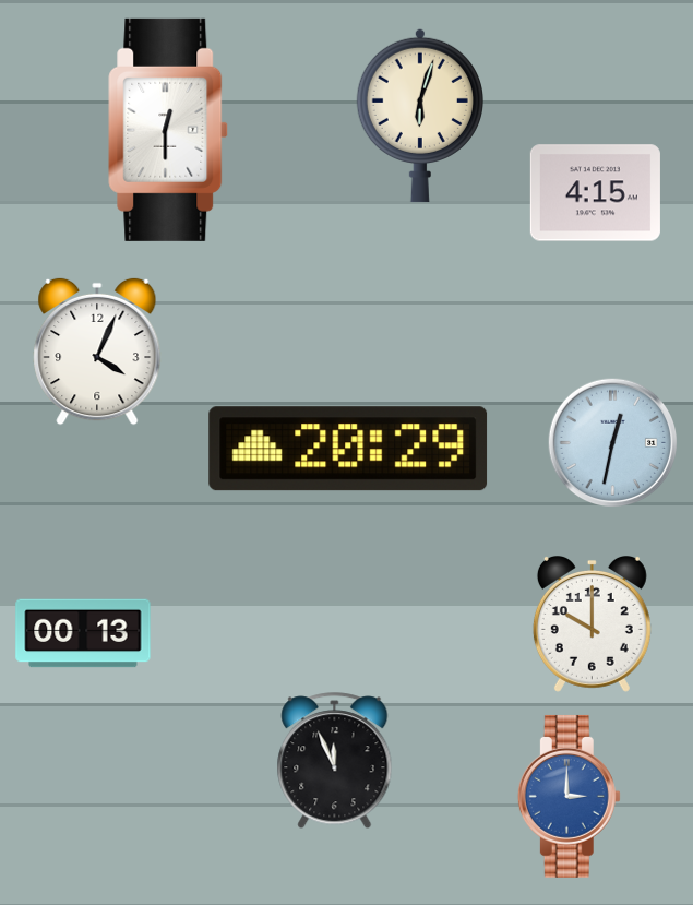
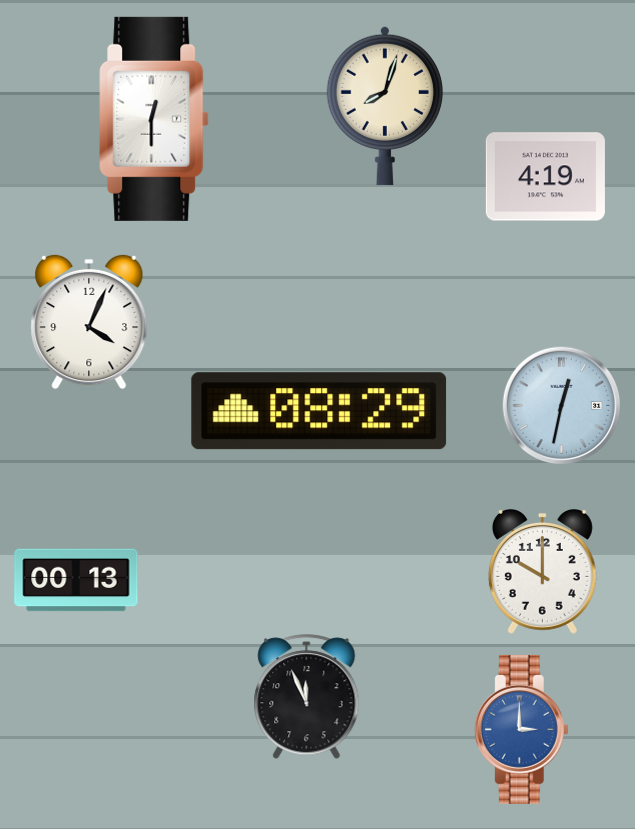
clock at (420, 116): 6:03 -> 8:03
clock at (595, 193): 4:15 -> 4:19
clock at (348, 449): 20:29 -> 08:29
